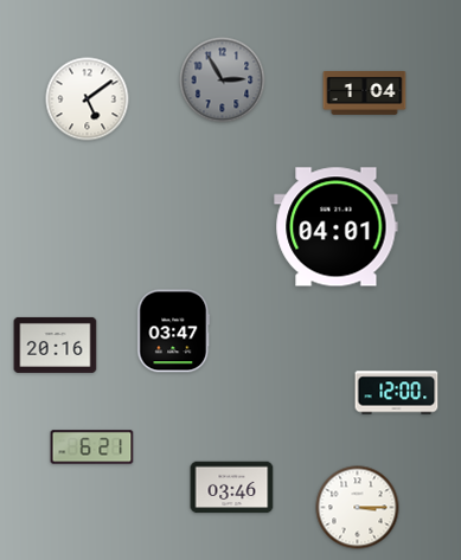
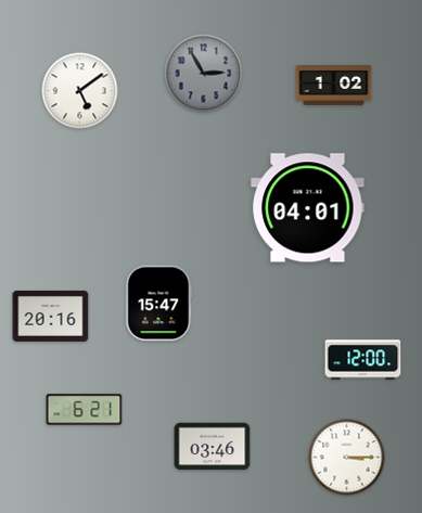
clock at (365, 94): 1:04 -> 1:02
clock at (174, 332): 03:47 -> 15:47
clock at (358, 508) position: (358, 508) -> (347, 458)
